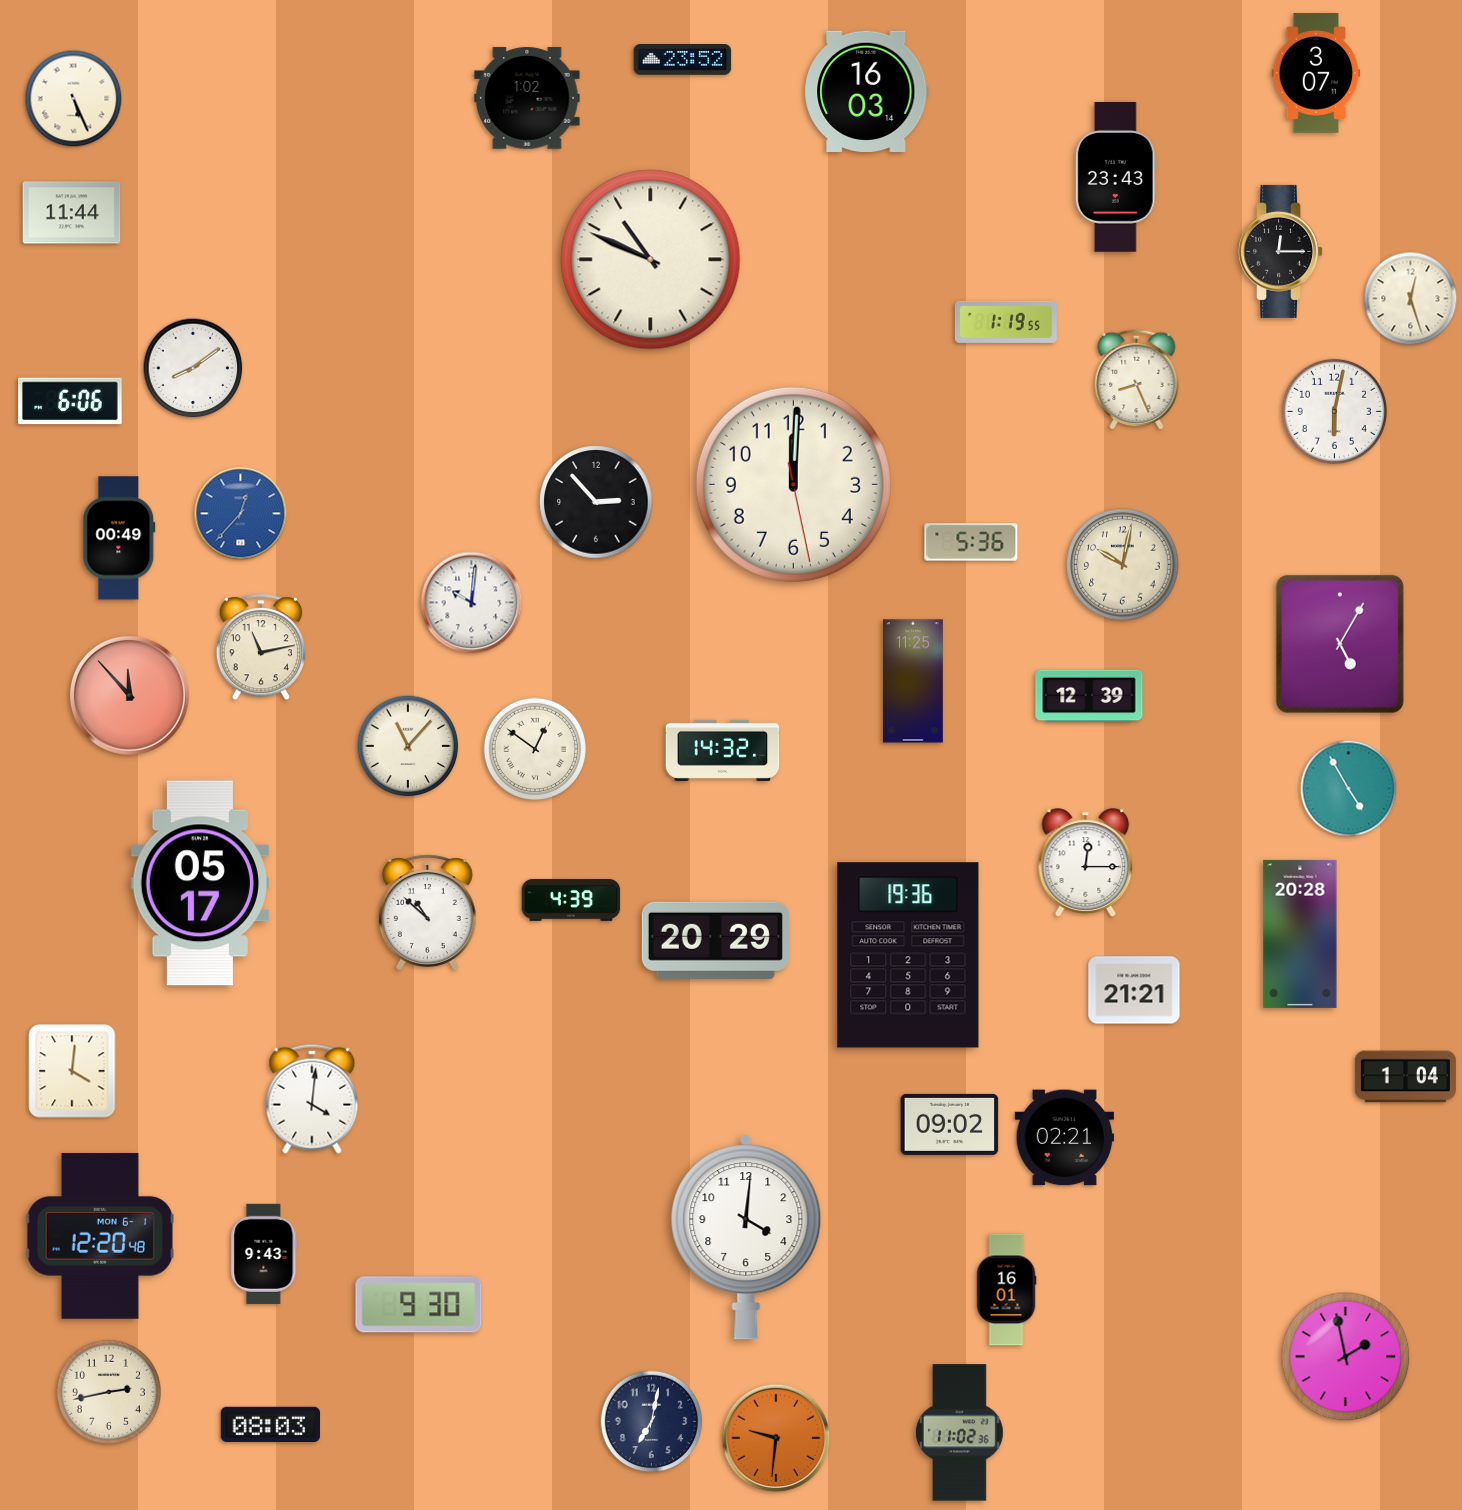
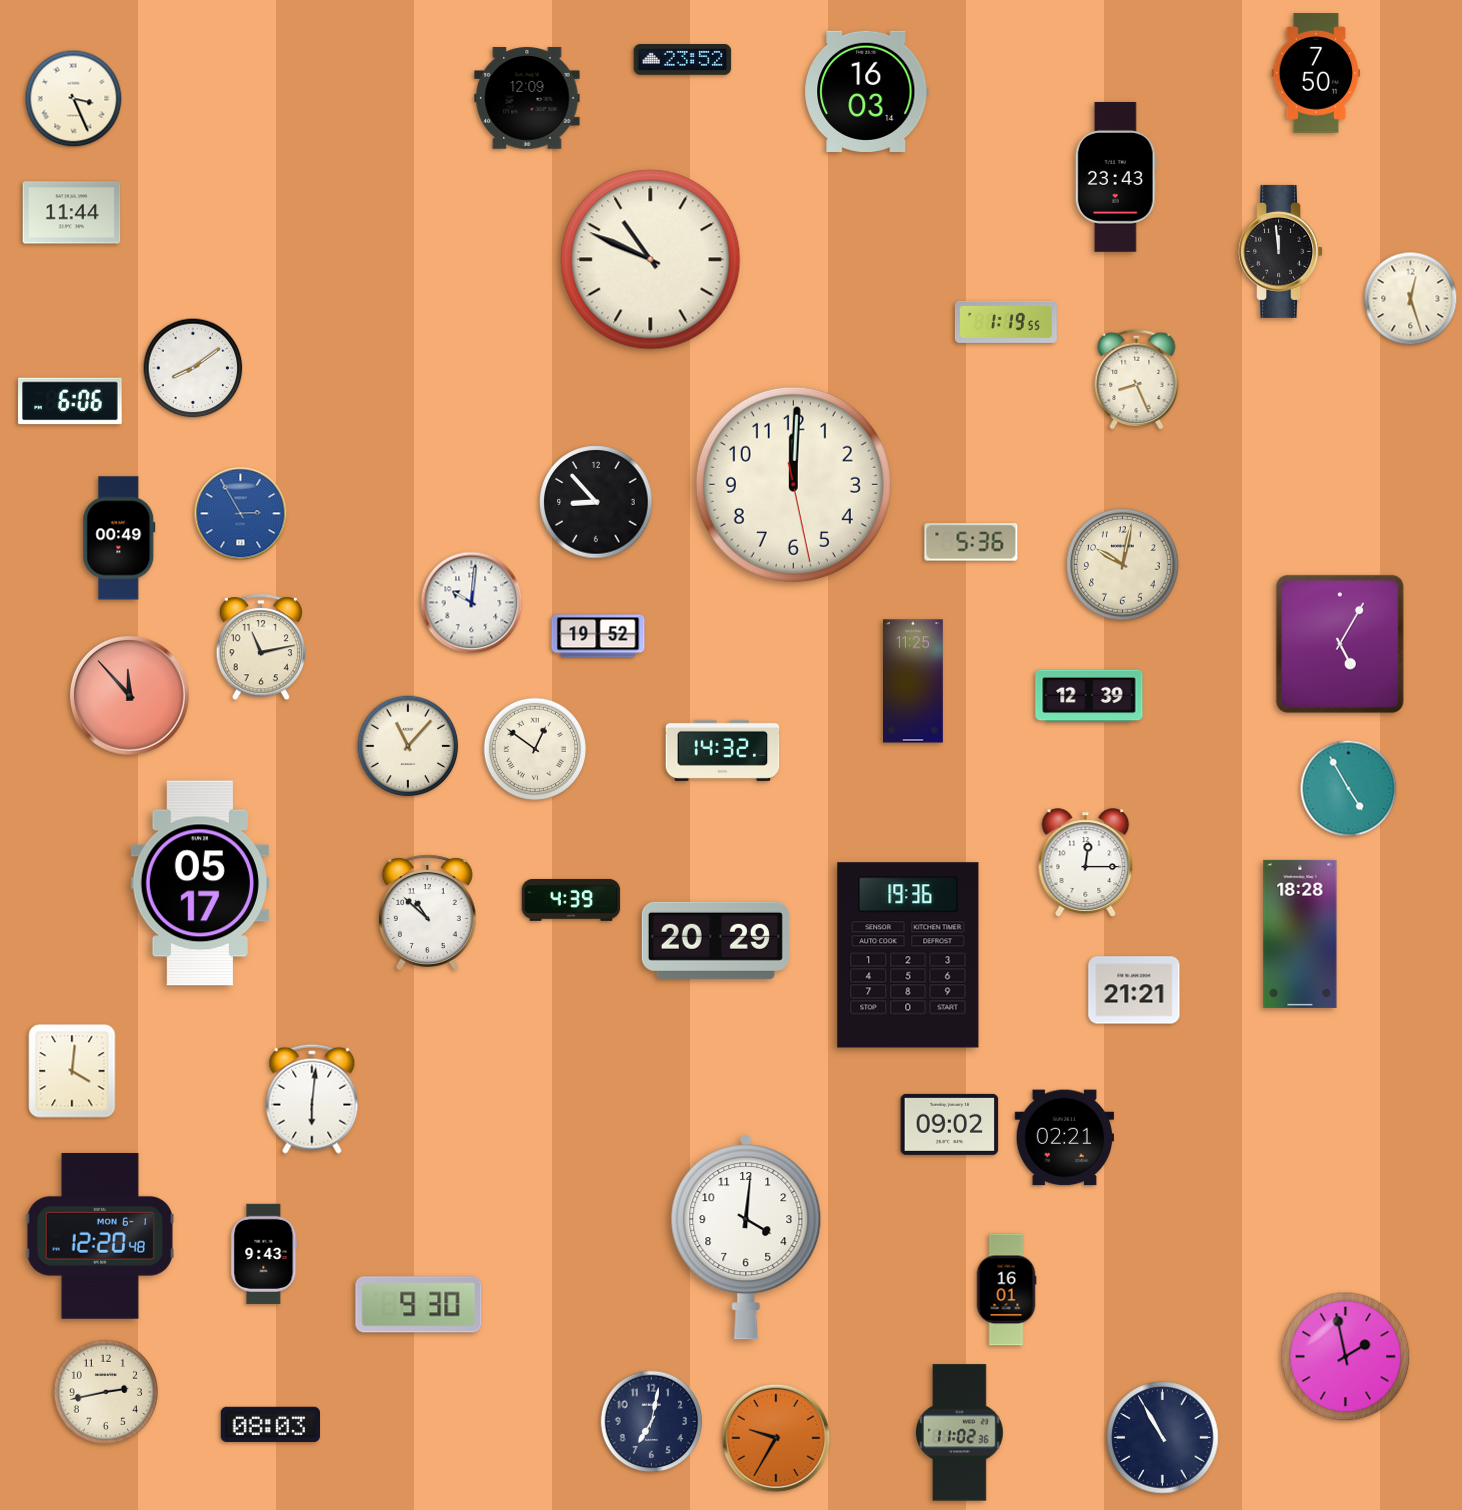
clock at (1316, 73): 3:07 -> 7:50
clock at (527, 98): 1:02 -> 12:09
clock at (74, 99): 5:26 -> 3:26
clock at (1281, 251): 12:15 -> 11:59
clock at (1334, 411): 6:02 -> none
clock at (596, 502): 2:53 -> 8:53
clock at (241, 514): 12:37 -> 2:55
clock at (598, 636): none -> 19:52
clock at (1300, 934): 20:28 -> 18:28
clock at (1405, 1077): 1:04 -> none
clock at (312, 1099): 4:01 -> 6:01
clock at (109, 1392) position: (109, 1392) -> (106, 1392)
clock at (776, 1438): 9:31 -> 9:35
clock at (1163, 1438): none -> 10:55
